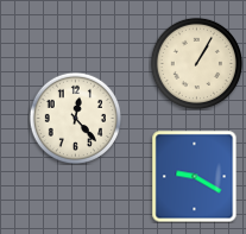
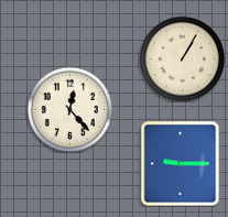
clock at (195, 176): 9:20 -> 9:15
